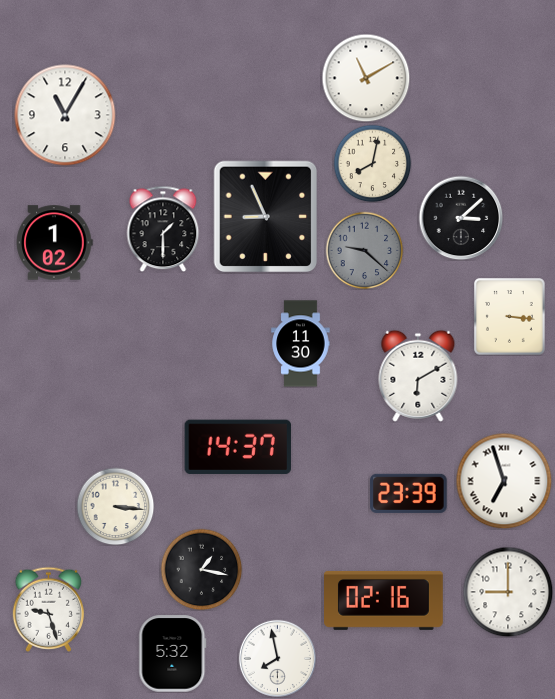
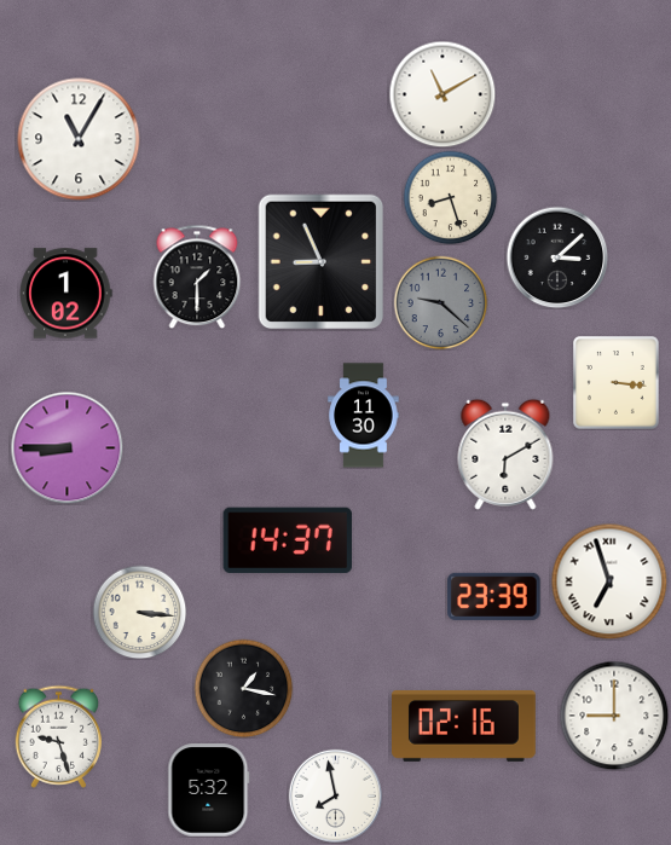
clock at (372, 163): 8:02 -> 8:27
clock at (461, 218) position: (461, 218) -> (557, 257)
clock at (66, 447): none -> 8:45
